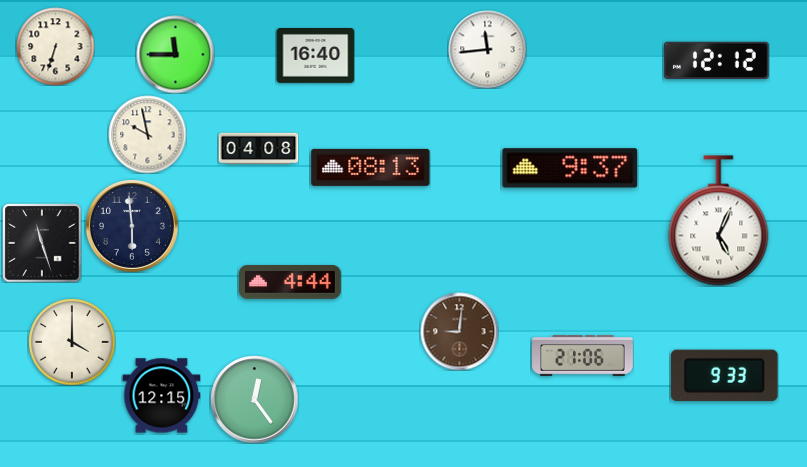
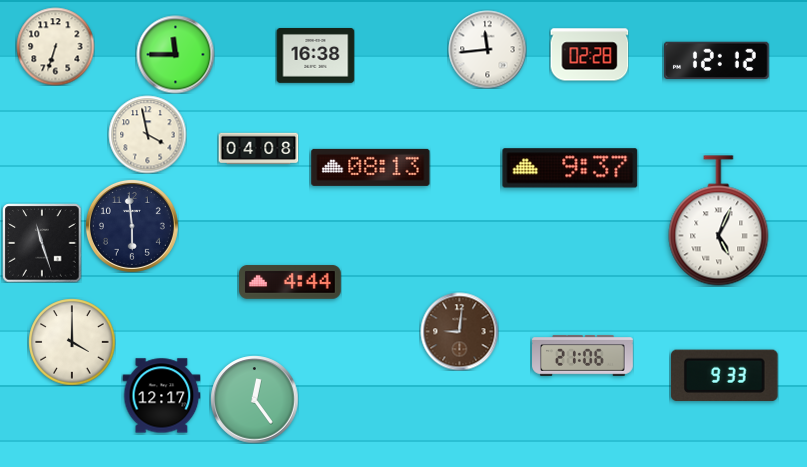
clock at (589, 55): none -> 02:28
clock at (315, 56): 16:40 -> 16:38
clock at (147, 134): 9:58 -> 3:58
clock at (161, 396): 12:15 -> 12:17
